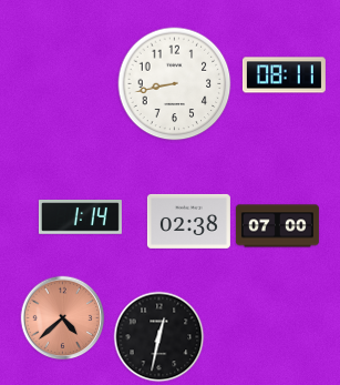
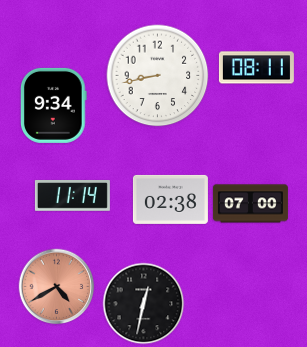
clock at (54, 105): none -> 9:34
clock at (80, 217): 1:14 -> 11:14
clock at (63, 318): 4:38 -> 4:40
